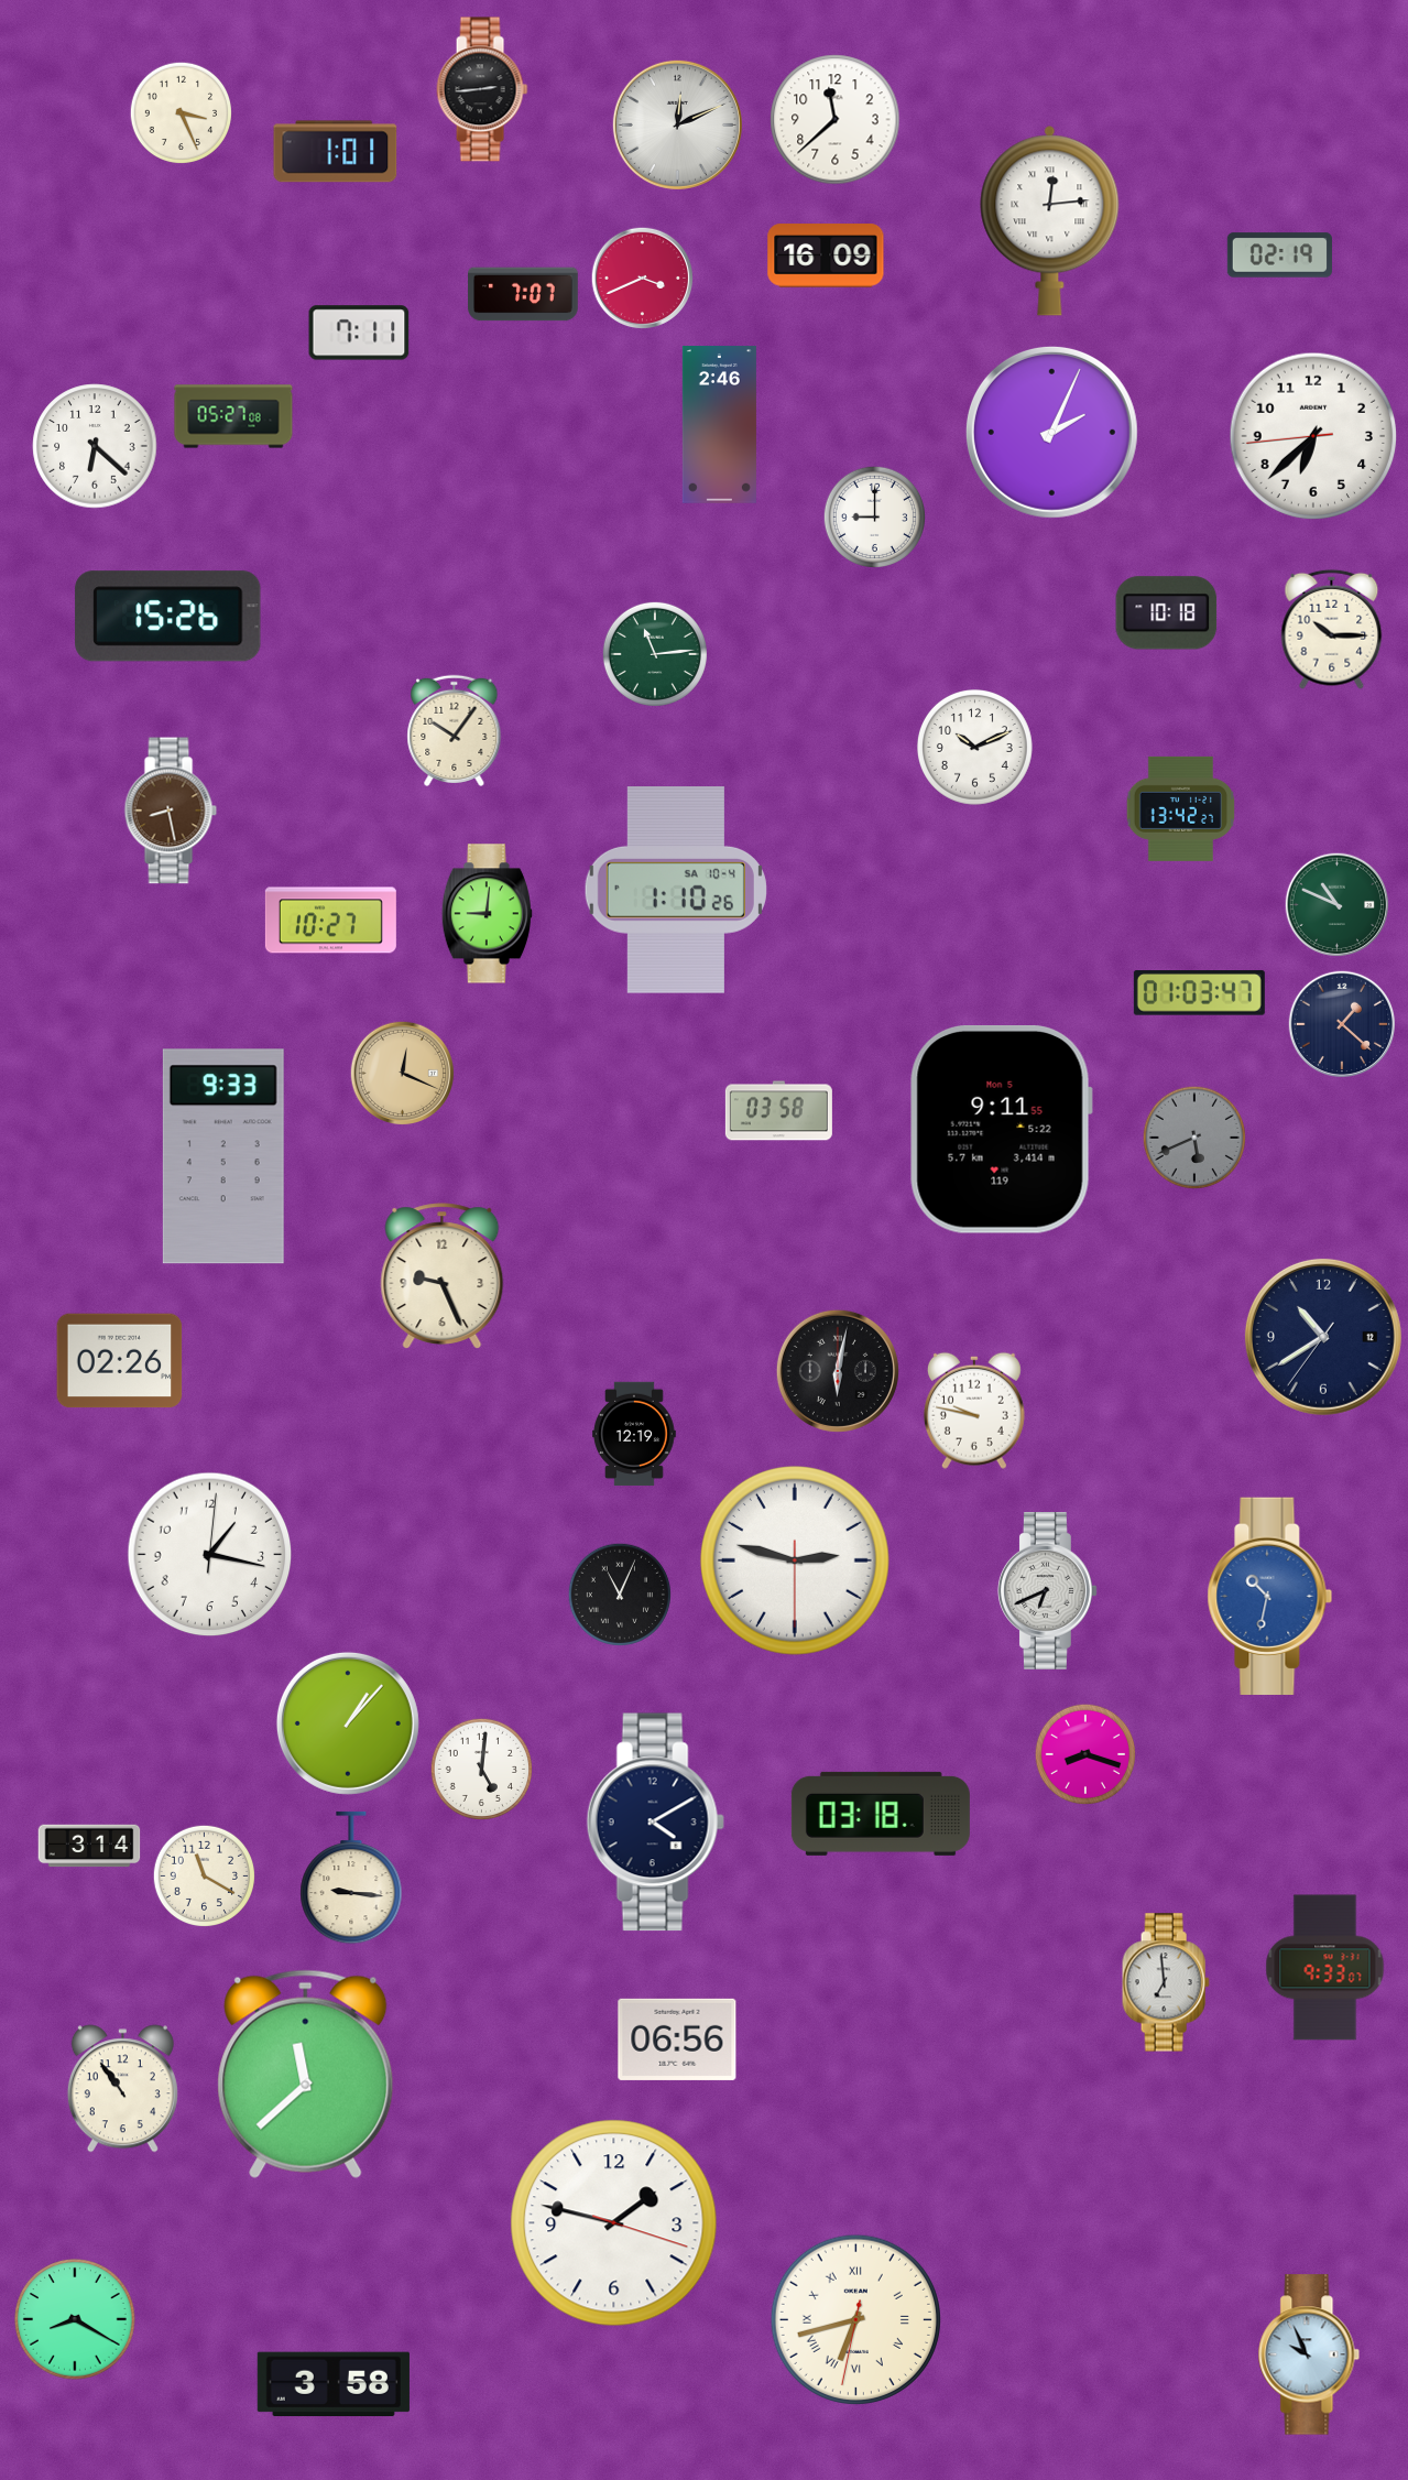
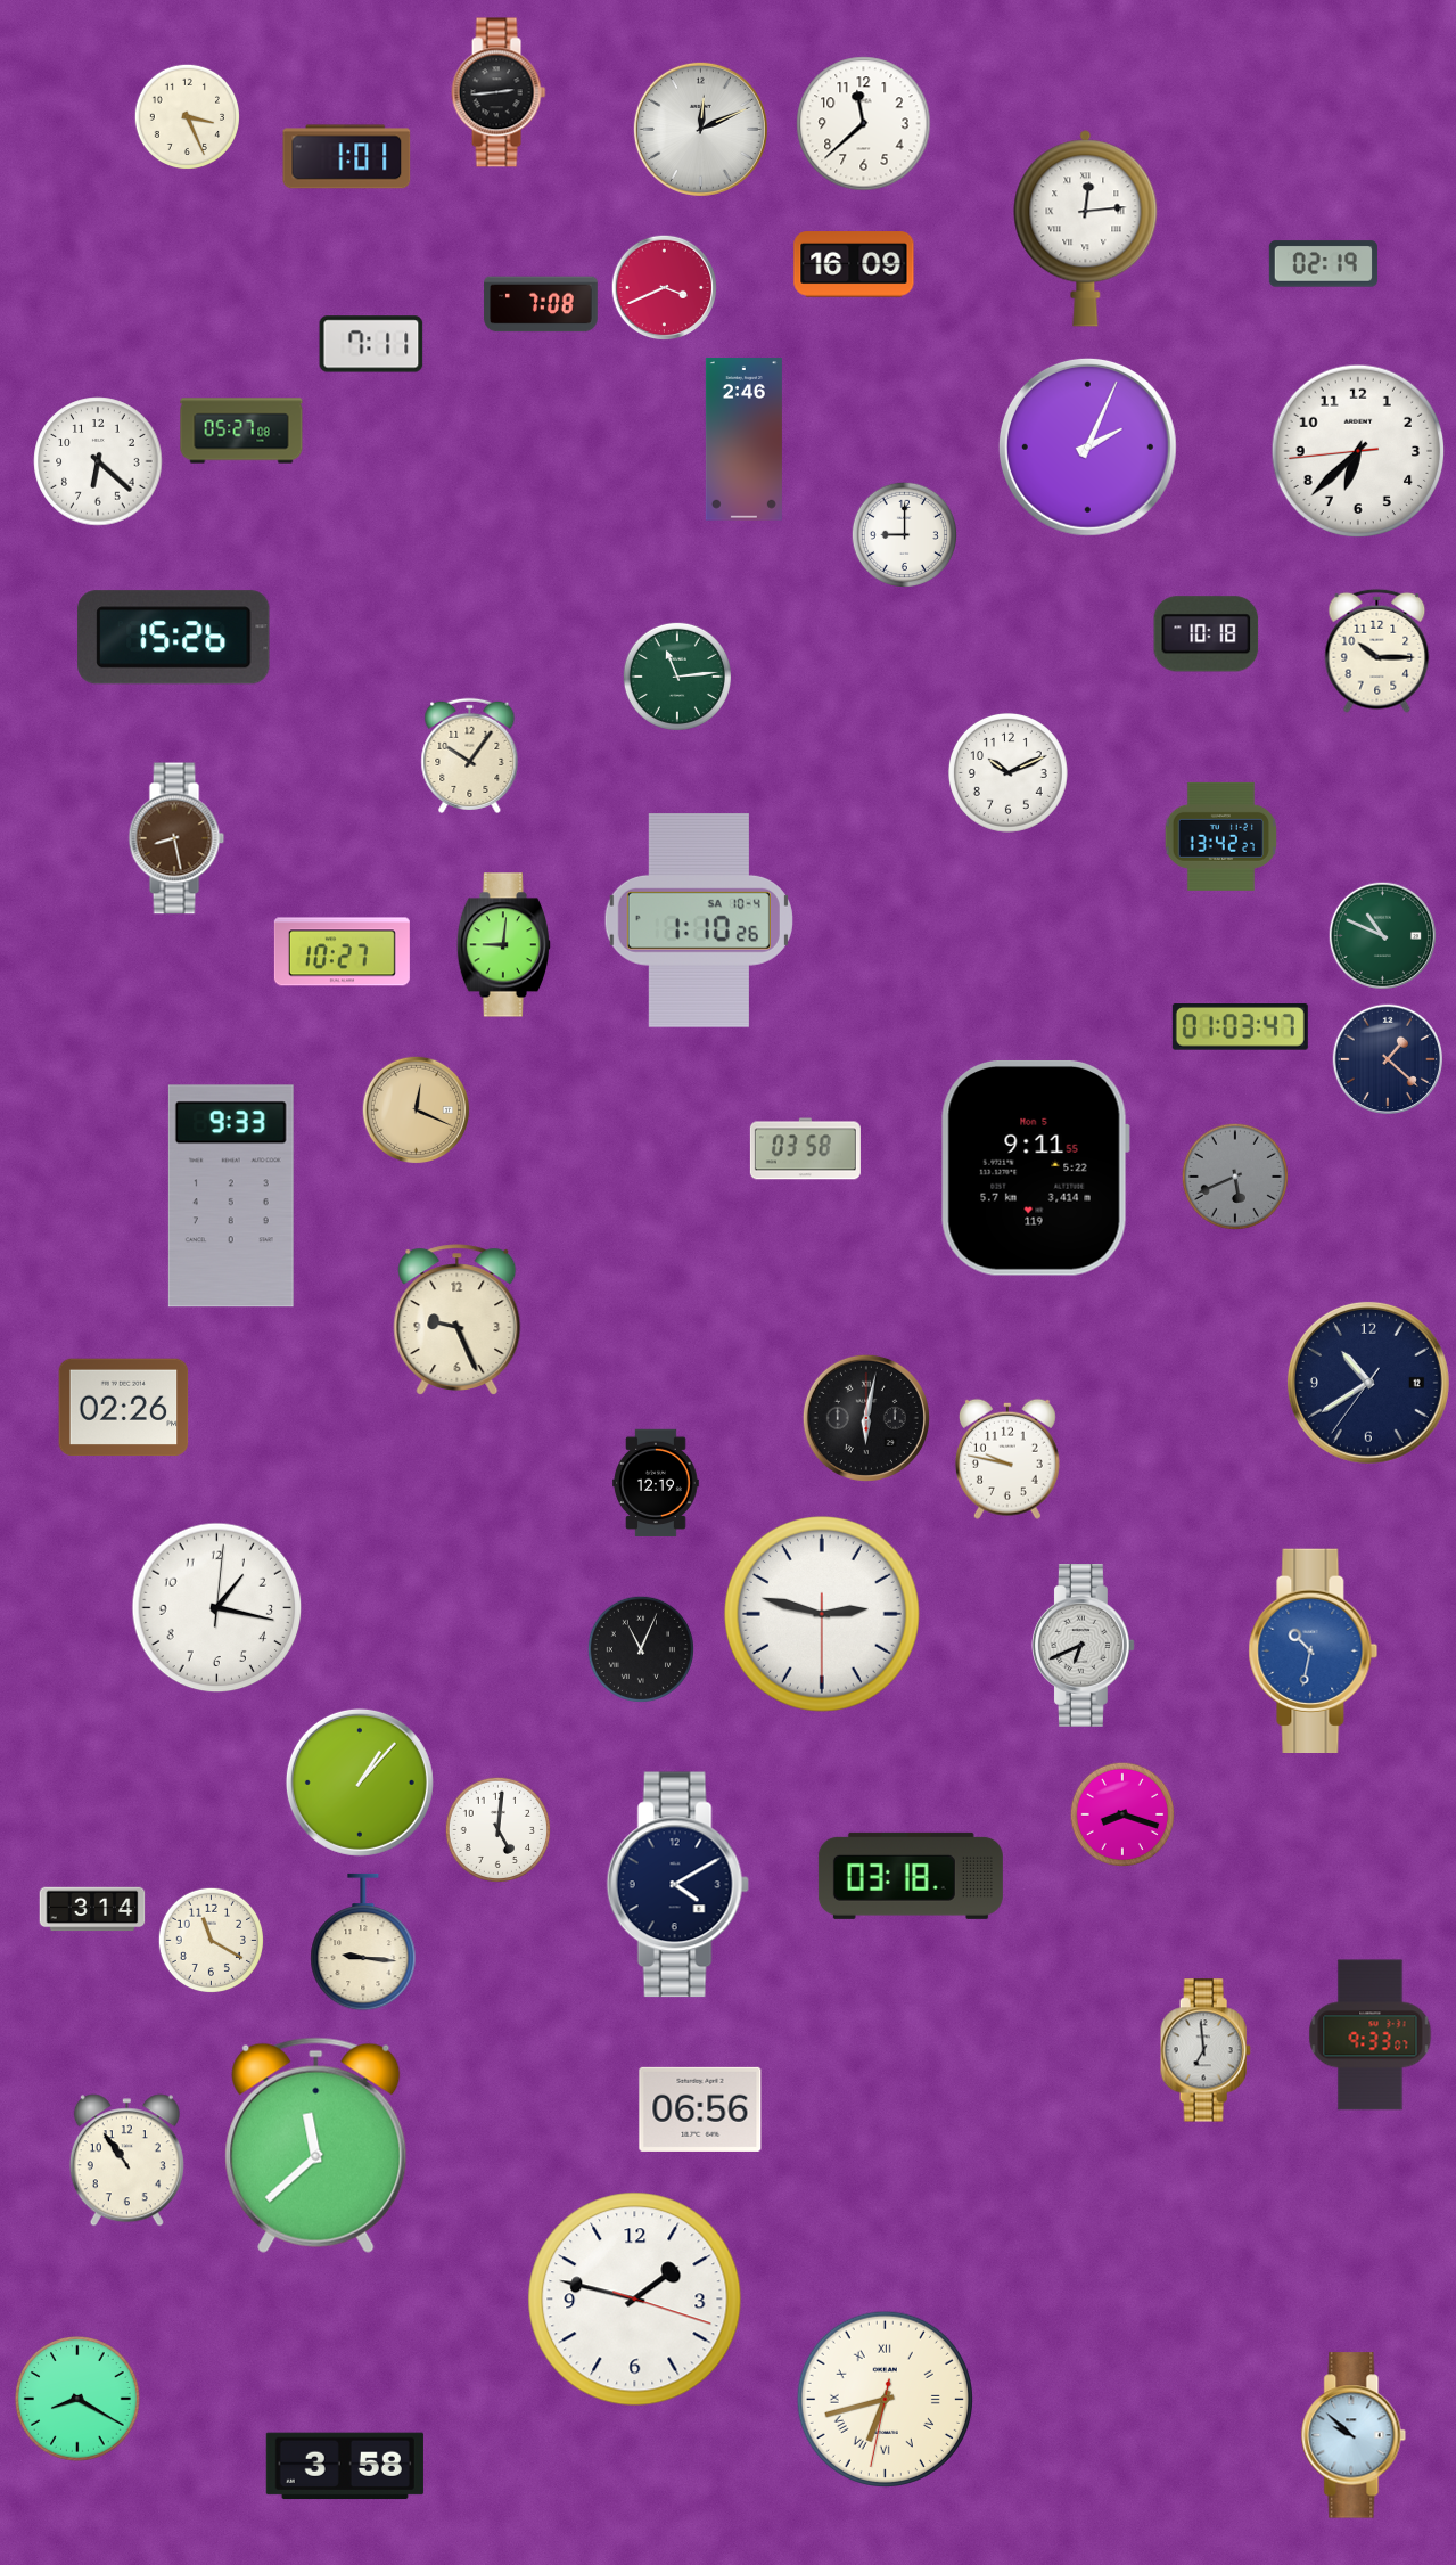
clock at (523, 294): 7:07 -> 7:08
clock at (1309, 2354): 9:56 -> 9:52
